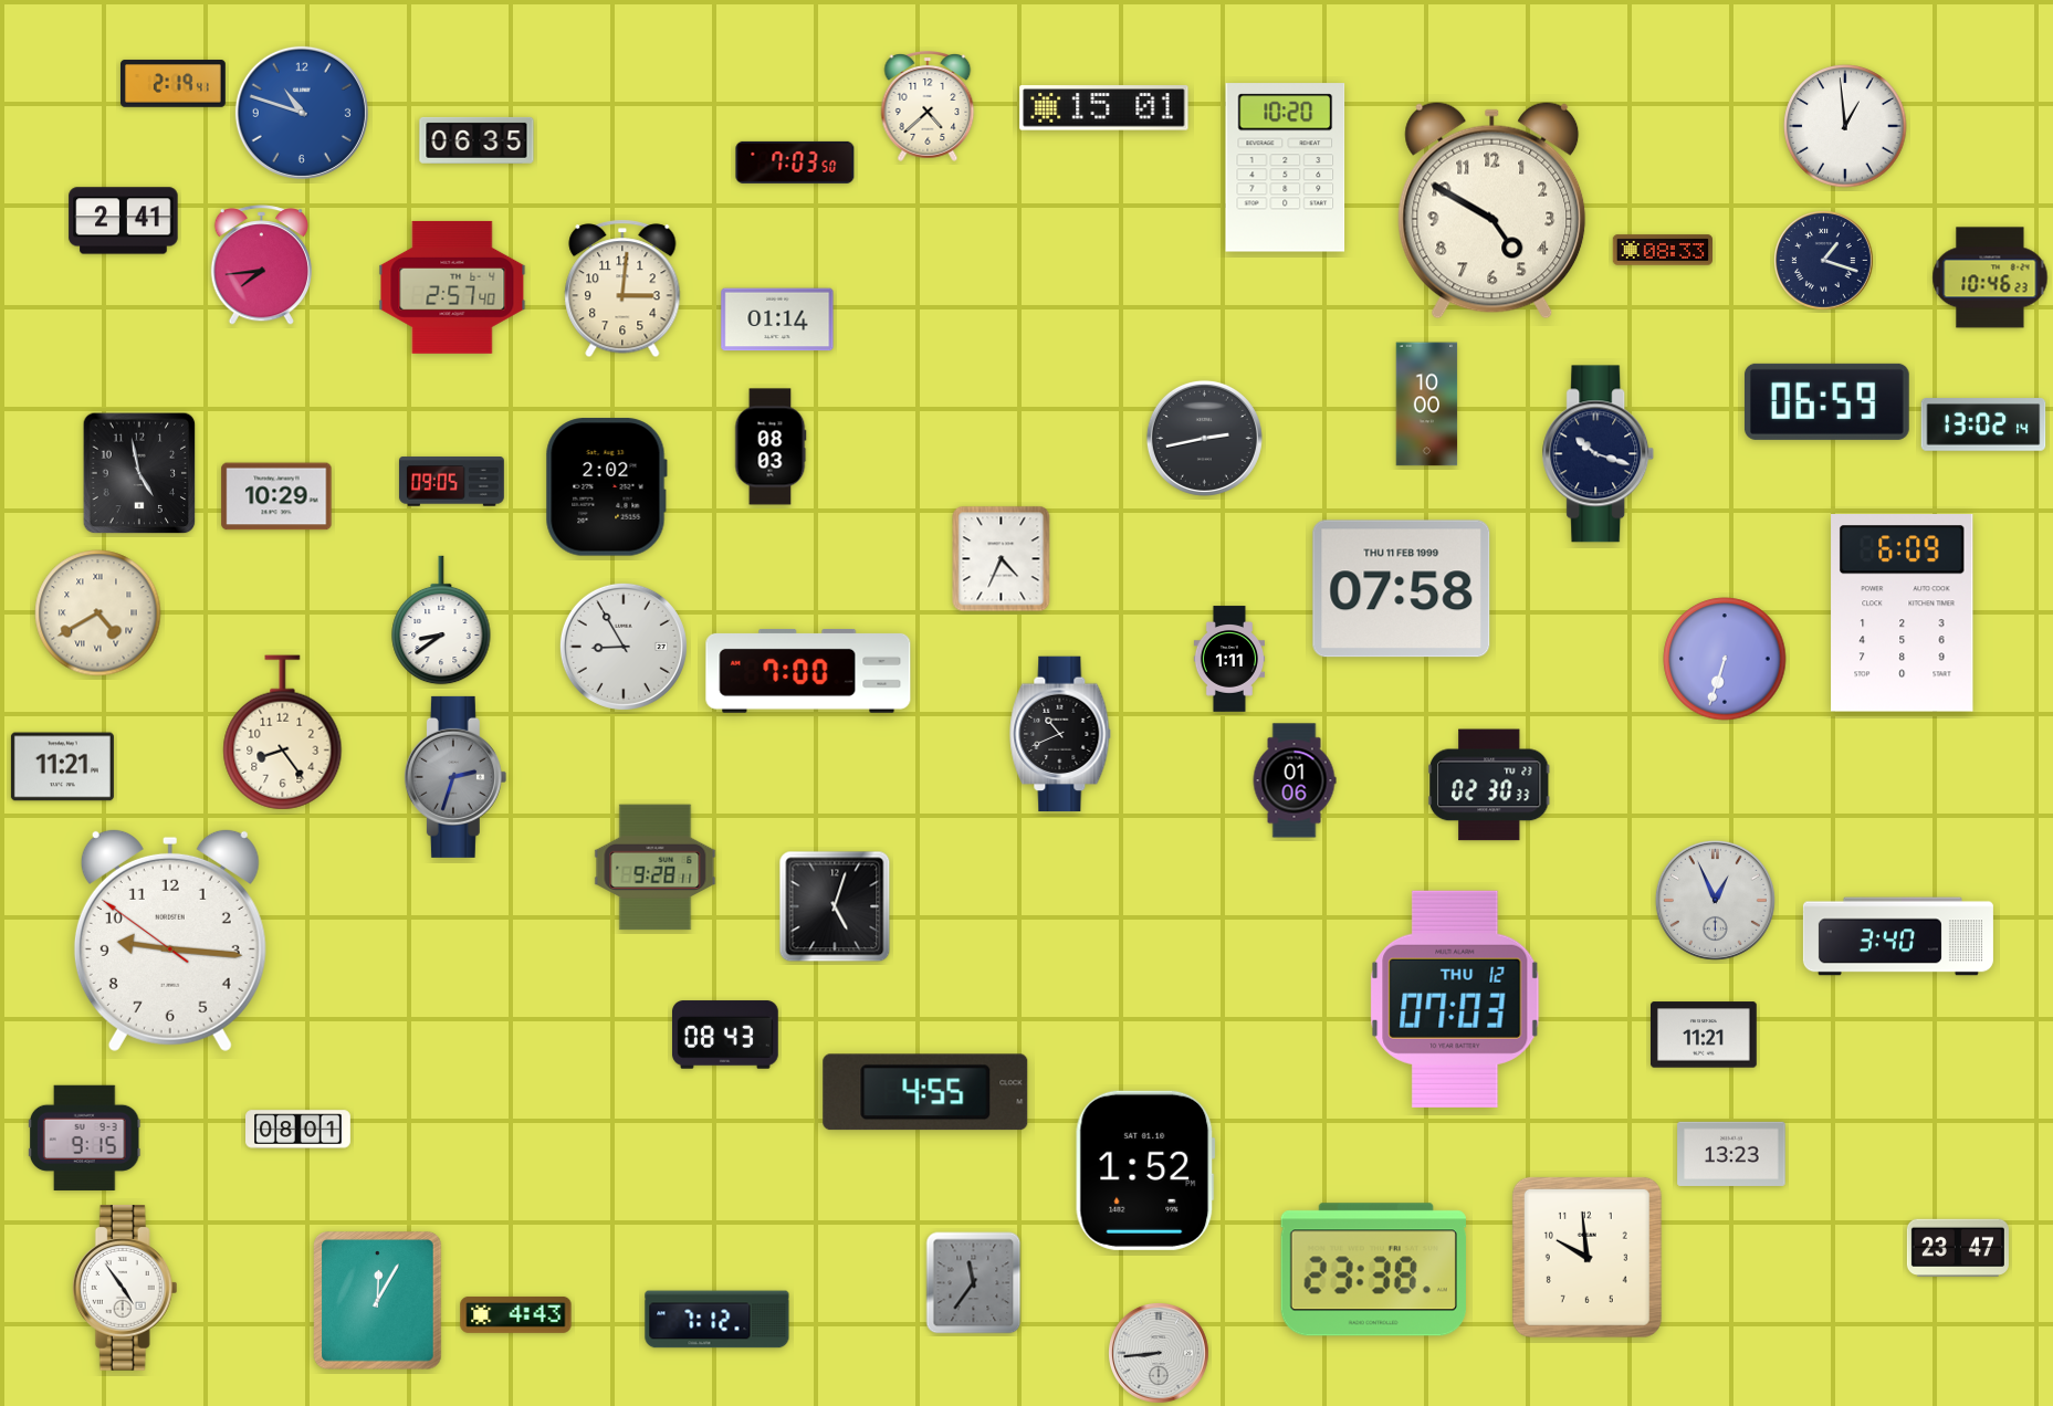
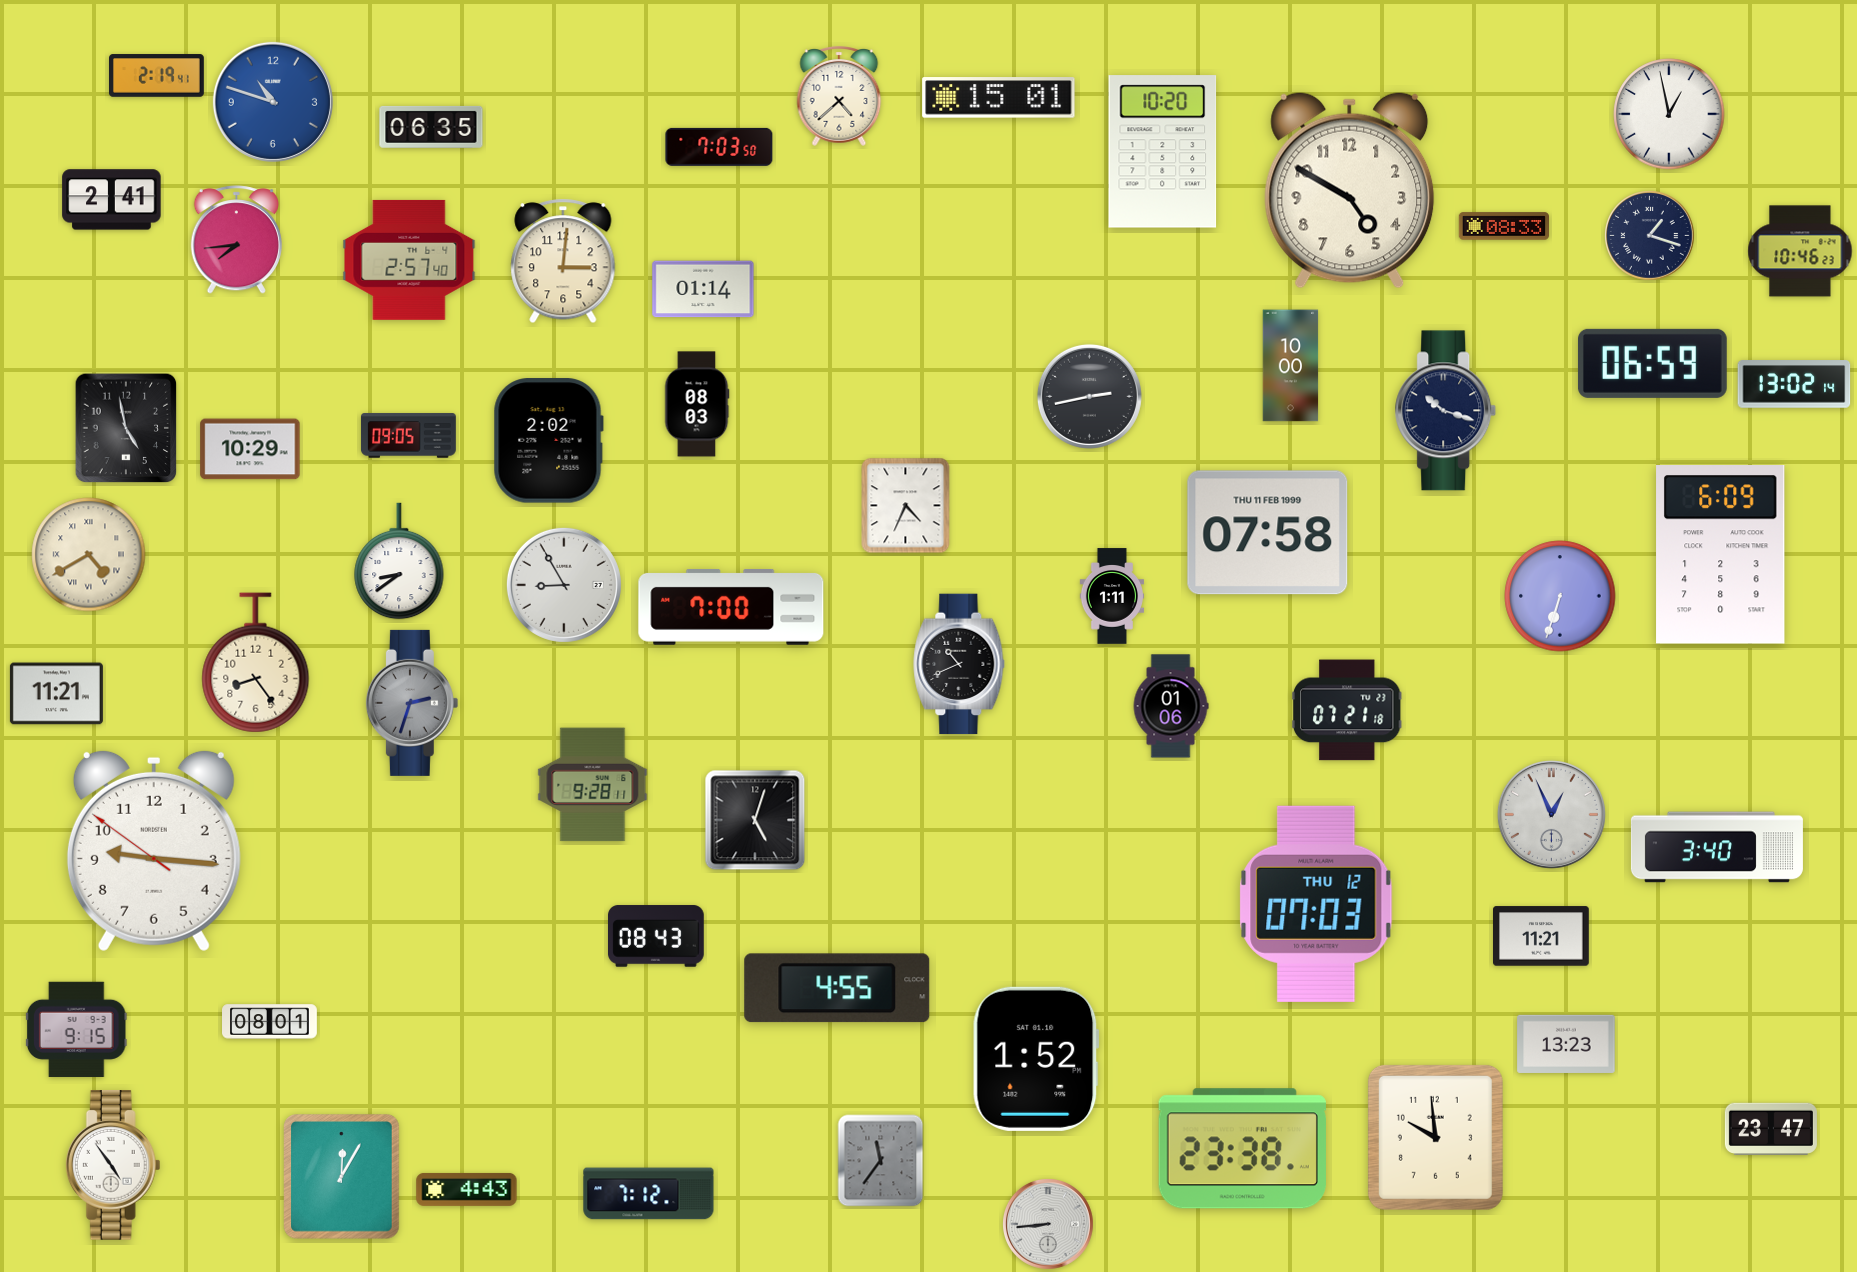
clock at (1845, 126): 12:59 -> 12:58
clock at (1489, 785): 02:30 -> 07:21
